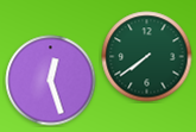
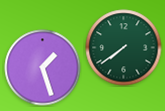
clock at (51, 81): 12:27 -> 1:27
